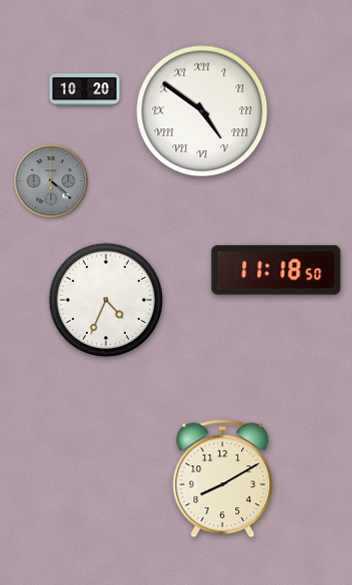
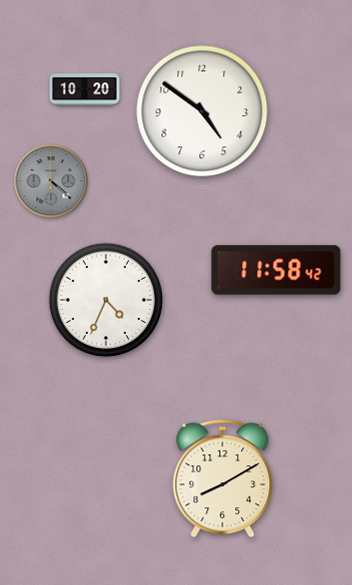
clock at (202, 111) numerals: Roman -> Arabic
clock at (276, 270): 11:18 -> 11:58
